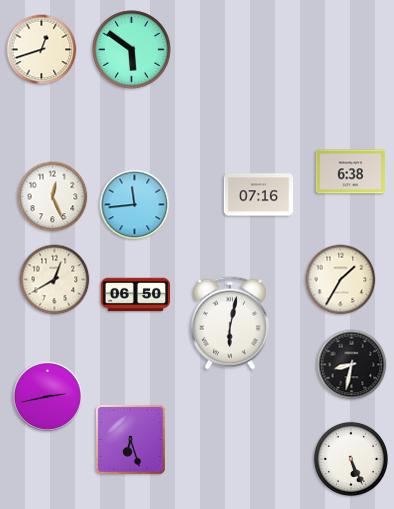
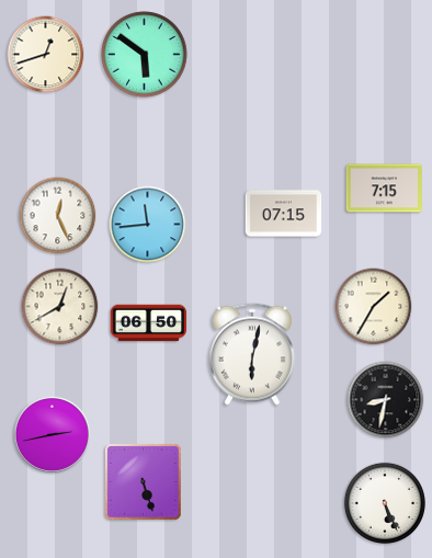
clock at (351, 172): 6:38 -> 7:15
clock at (259, 195): 07:16 -> 07:15
clock at (131, 440): 6:27 -> 5:27
